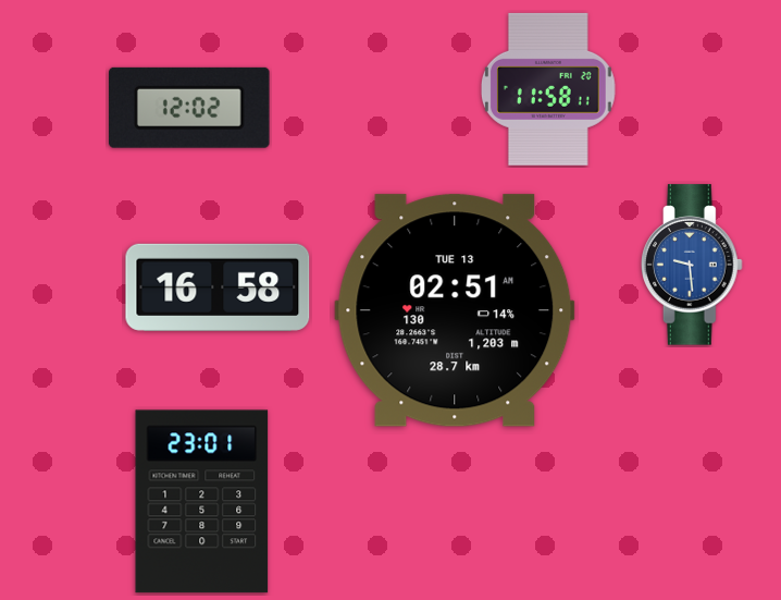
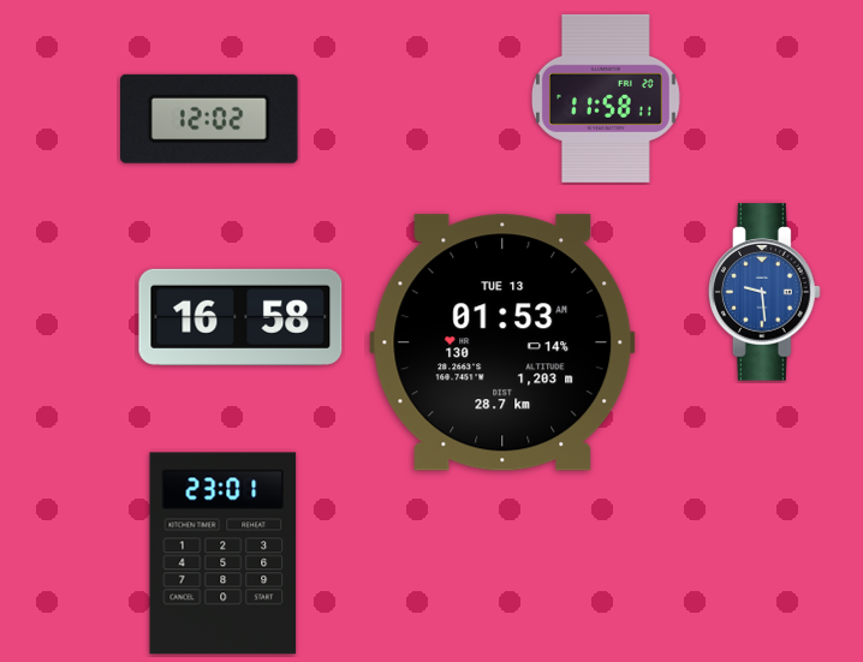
clock at (455, 310): 02:51 -> 01:53
